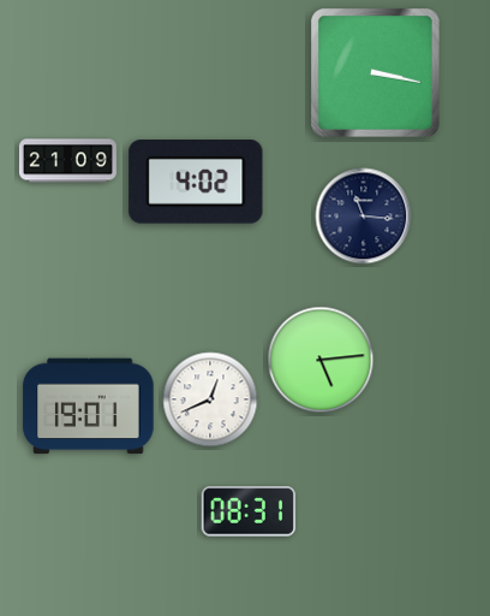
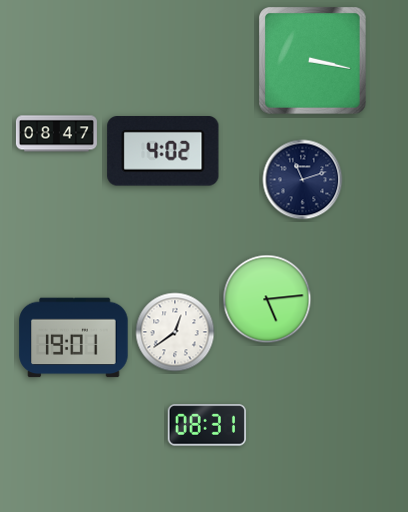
clock at (67, 161): 21:09 -> 08:47
clock at (364, 217): 11:16 -> 11:12
clock at (210, 399): 12:41 -> 12:39
